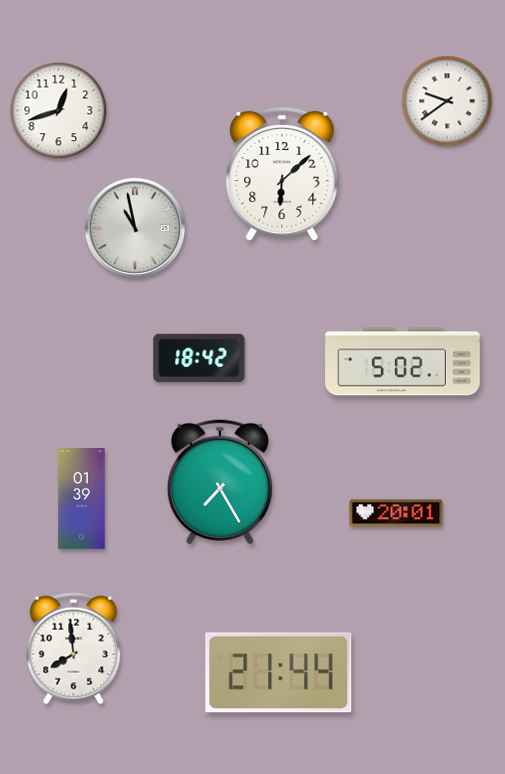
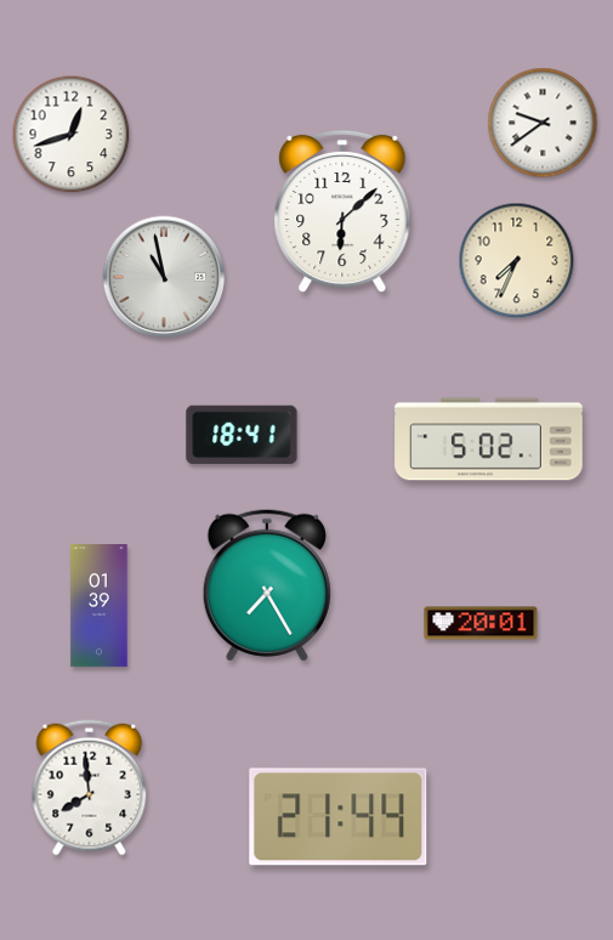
clock at (517, 261): none -> 7:34
clock at (199, 358): 18:42 -> 18:41
